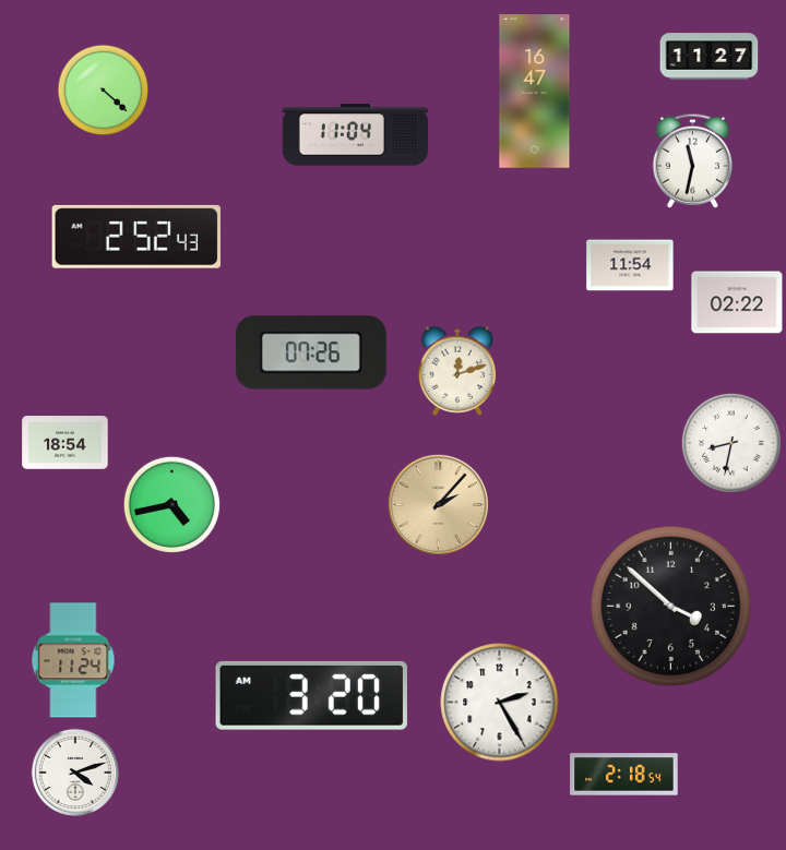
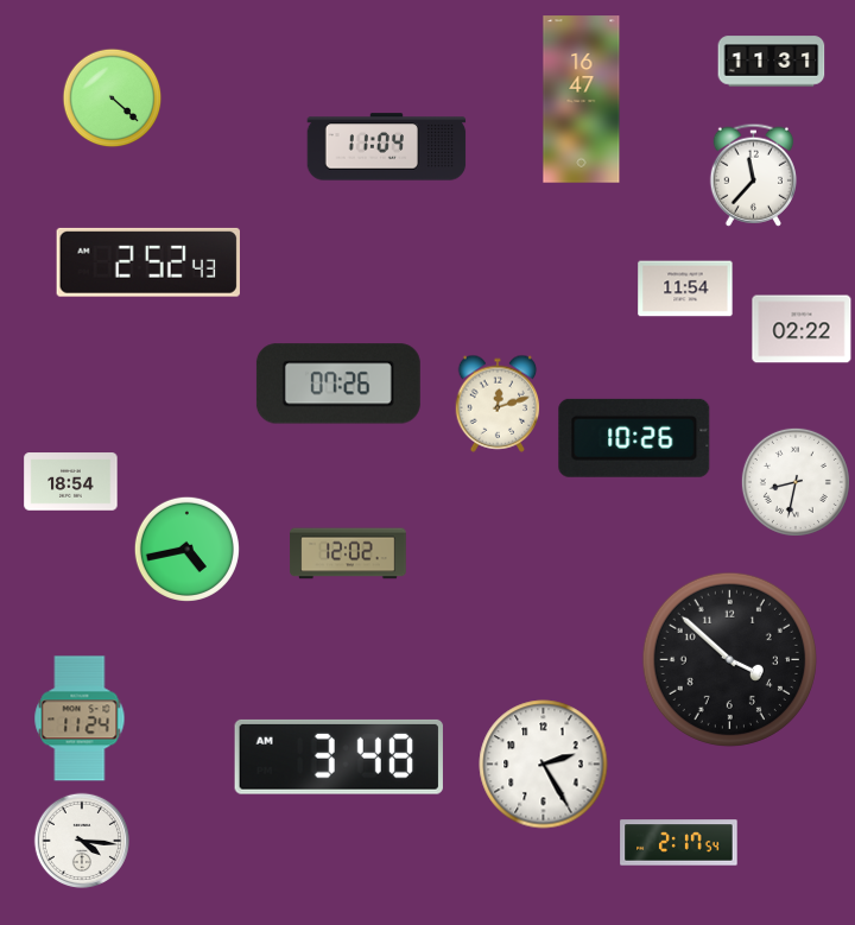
clock at (710, 57): 11:27 -> 11:31
clock at (692, 160): 11:32 -> 11:37
clock at (136, 237) position: (136, 237) -> (148, 262)
clock at (634, 438): none -> 10:26
clock at (438, 504): 2:07 -> none
clock at (348, 553): none -> 12:02
clock at (311, 695): 3:20 -> 3:48
clock at (74, 771): 4:12 -> 4:16
clock at (624, 775): 2:18 -> 2:17
